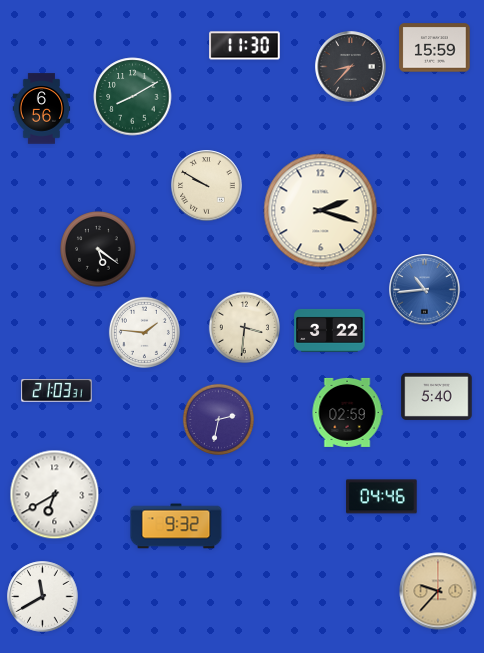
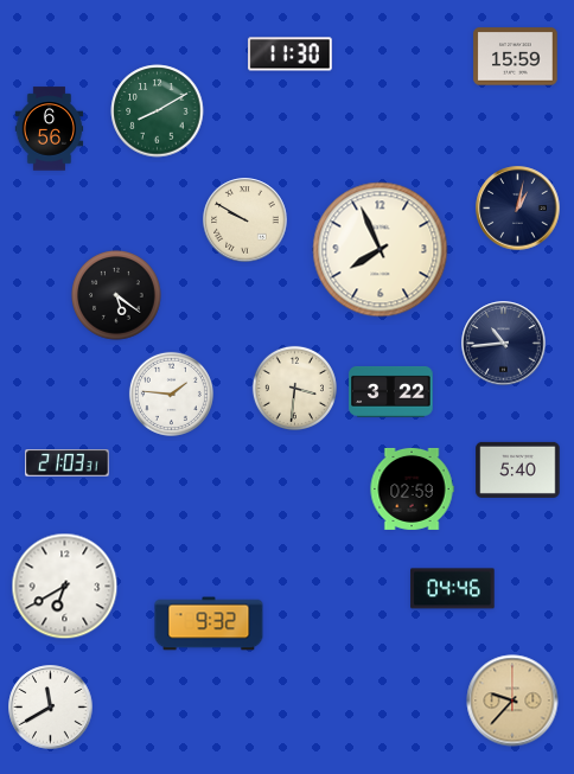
clock at (351, 67): 8:37 -> none
clock at (133, 97) position: (133, 97) -> (158, 111)
clock at (518, 209): none -> 1:02
clock at (321, 211): 2:18 -> 7:56
clock at (425, 290) dial: blue -> navy
clock at (244, 327) position: (244, 327) -> (294, 388)
clock at (218, 419): 2:32 -> none
clock at (438, 591) position: (438, 591) -> (512, 701)
